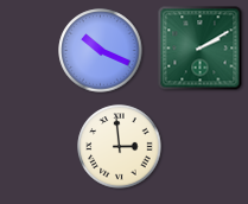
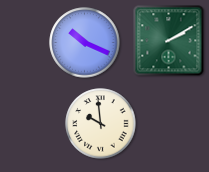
clock at (120, 147): 2:59 -> 9:59
